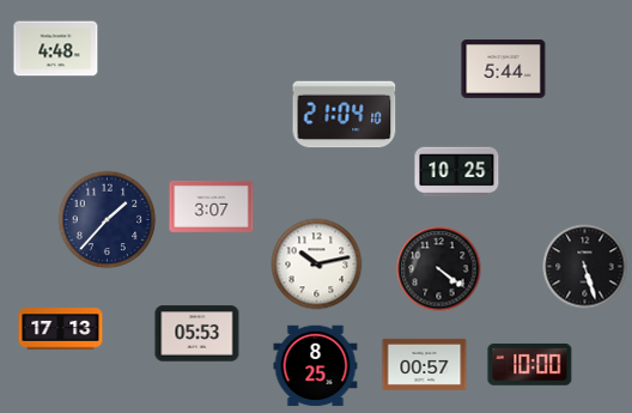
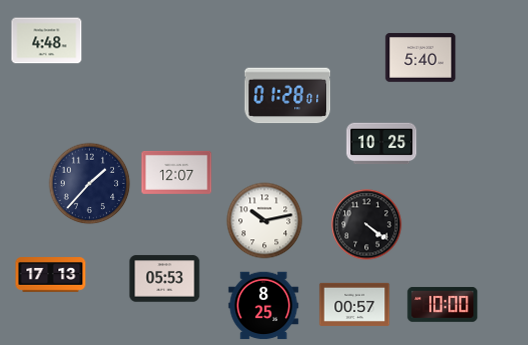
clock at (504, 69): 5:44 -> 5:40
clock at (345, 115): 21:04 -> 01:28
clock at (212, 206): 3:07 -> 12:07
clock at (585, 267): 5:27 -> none
